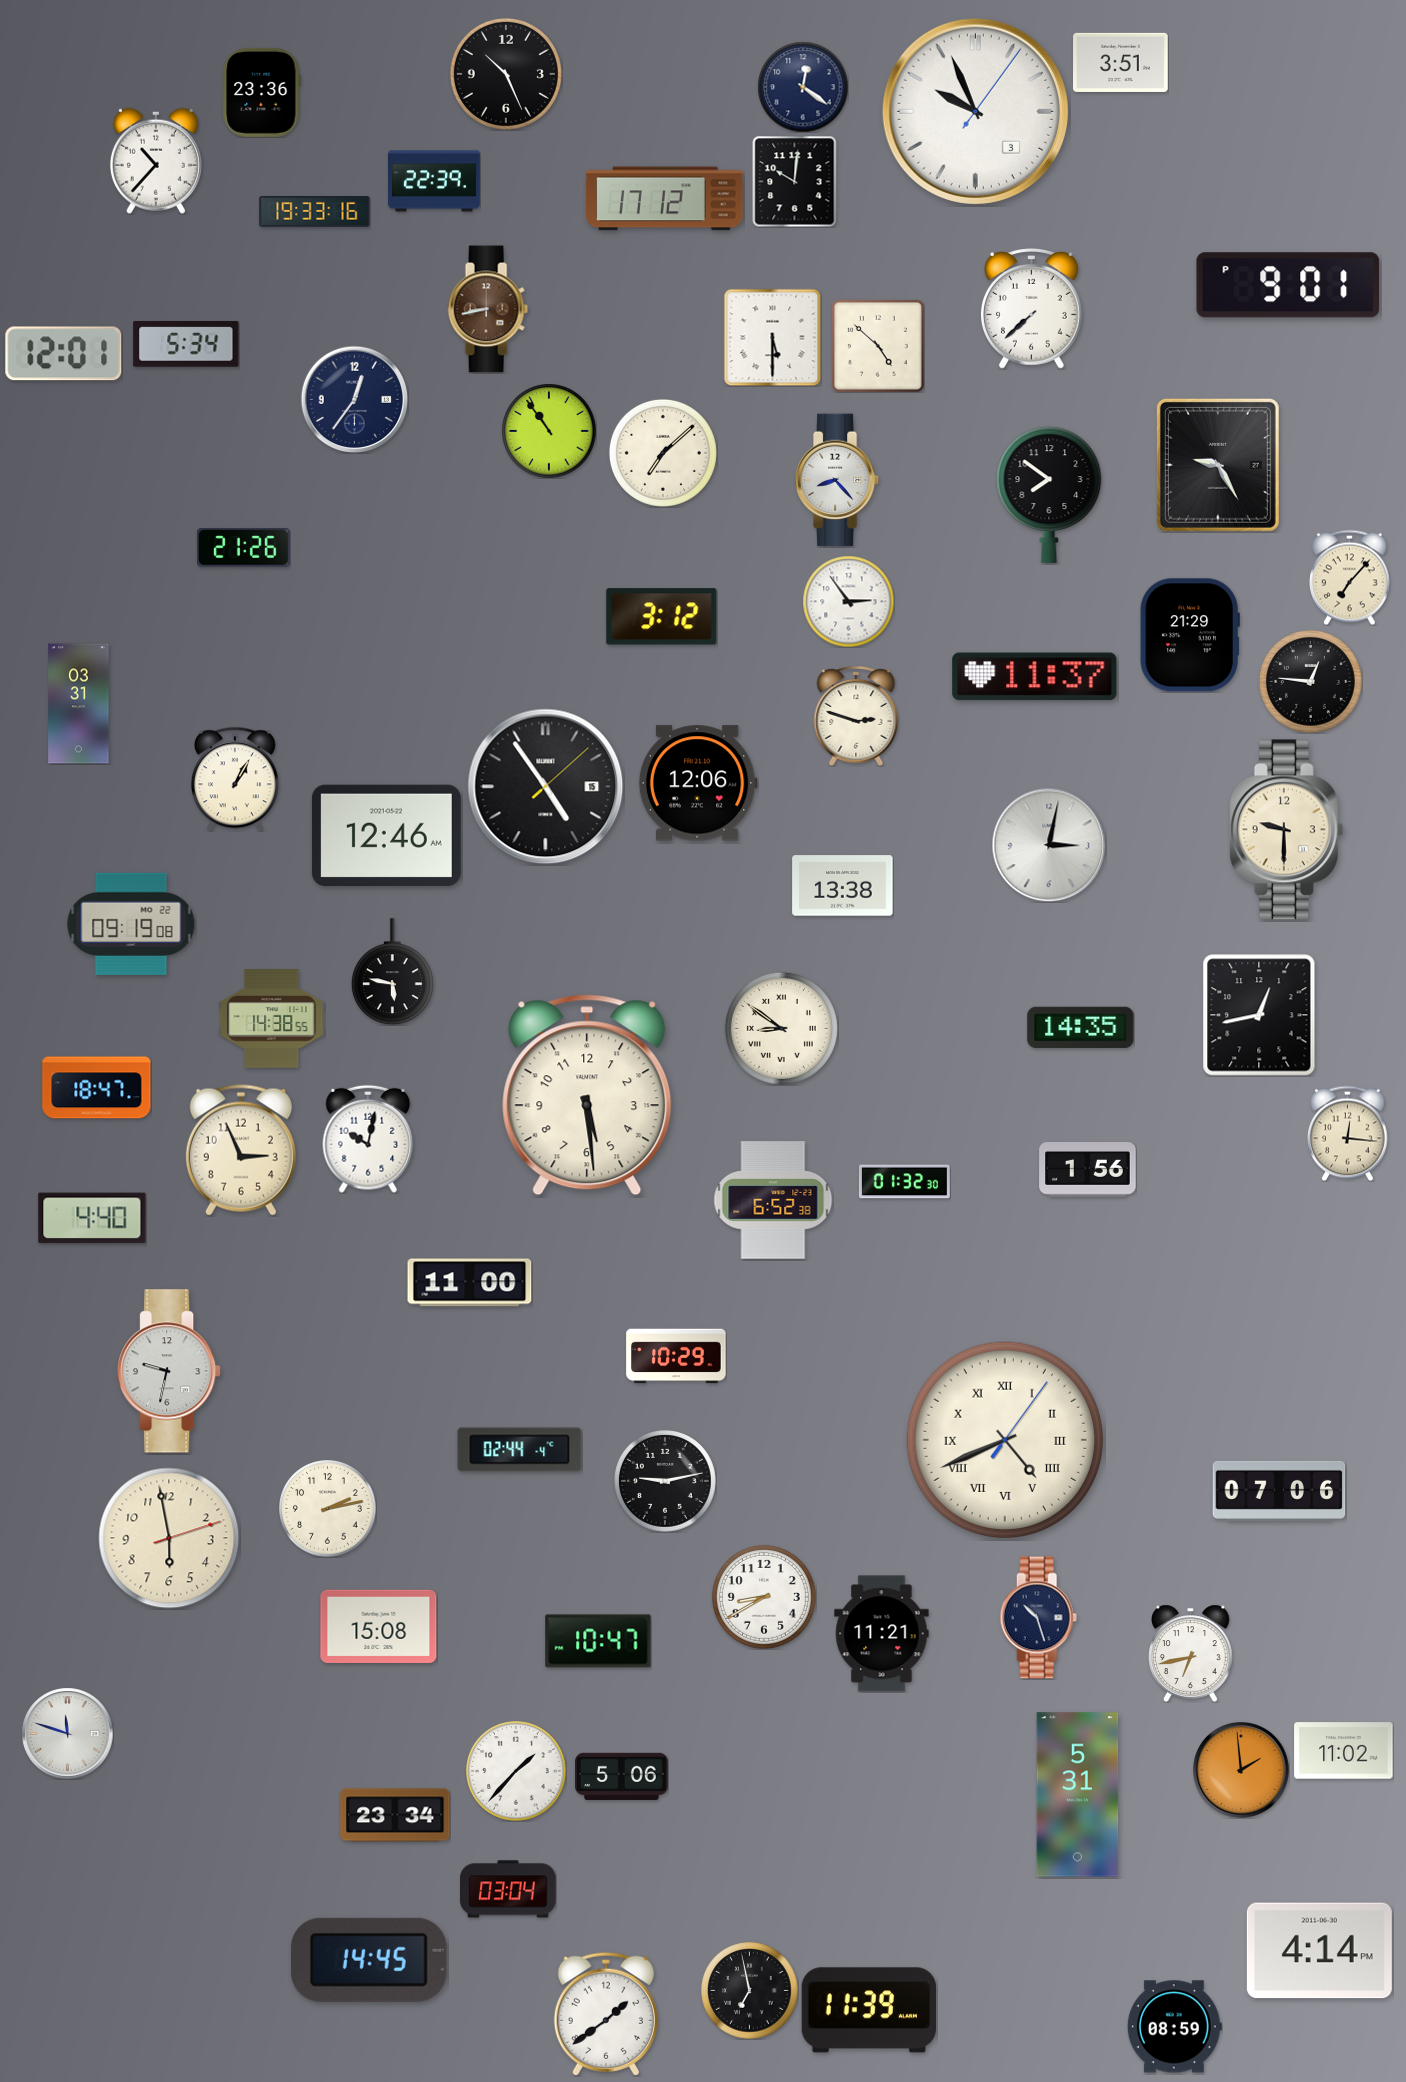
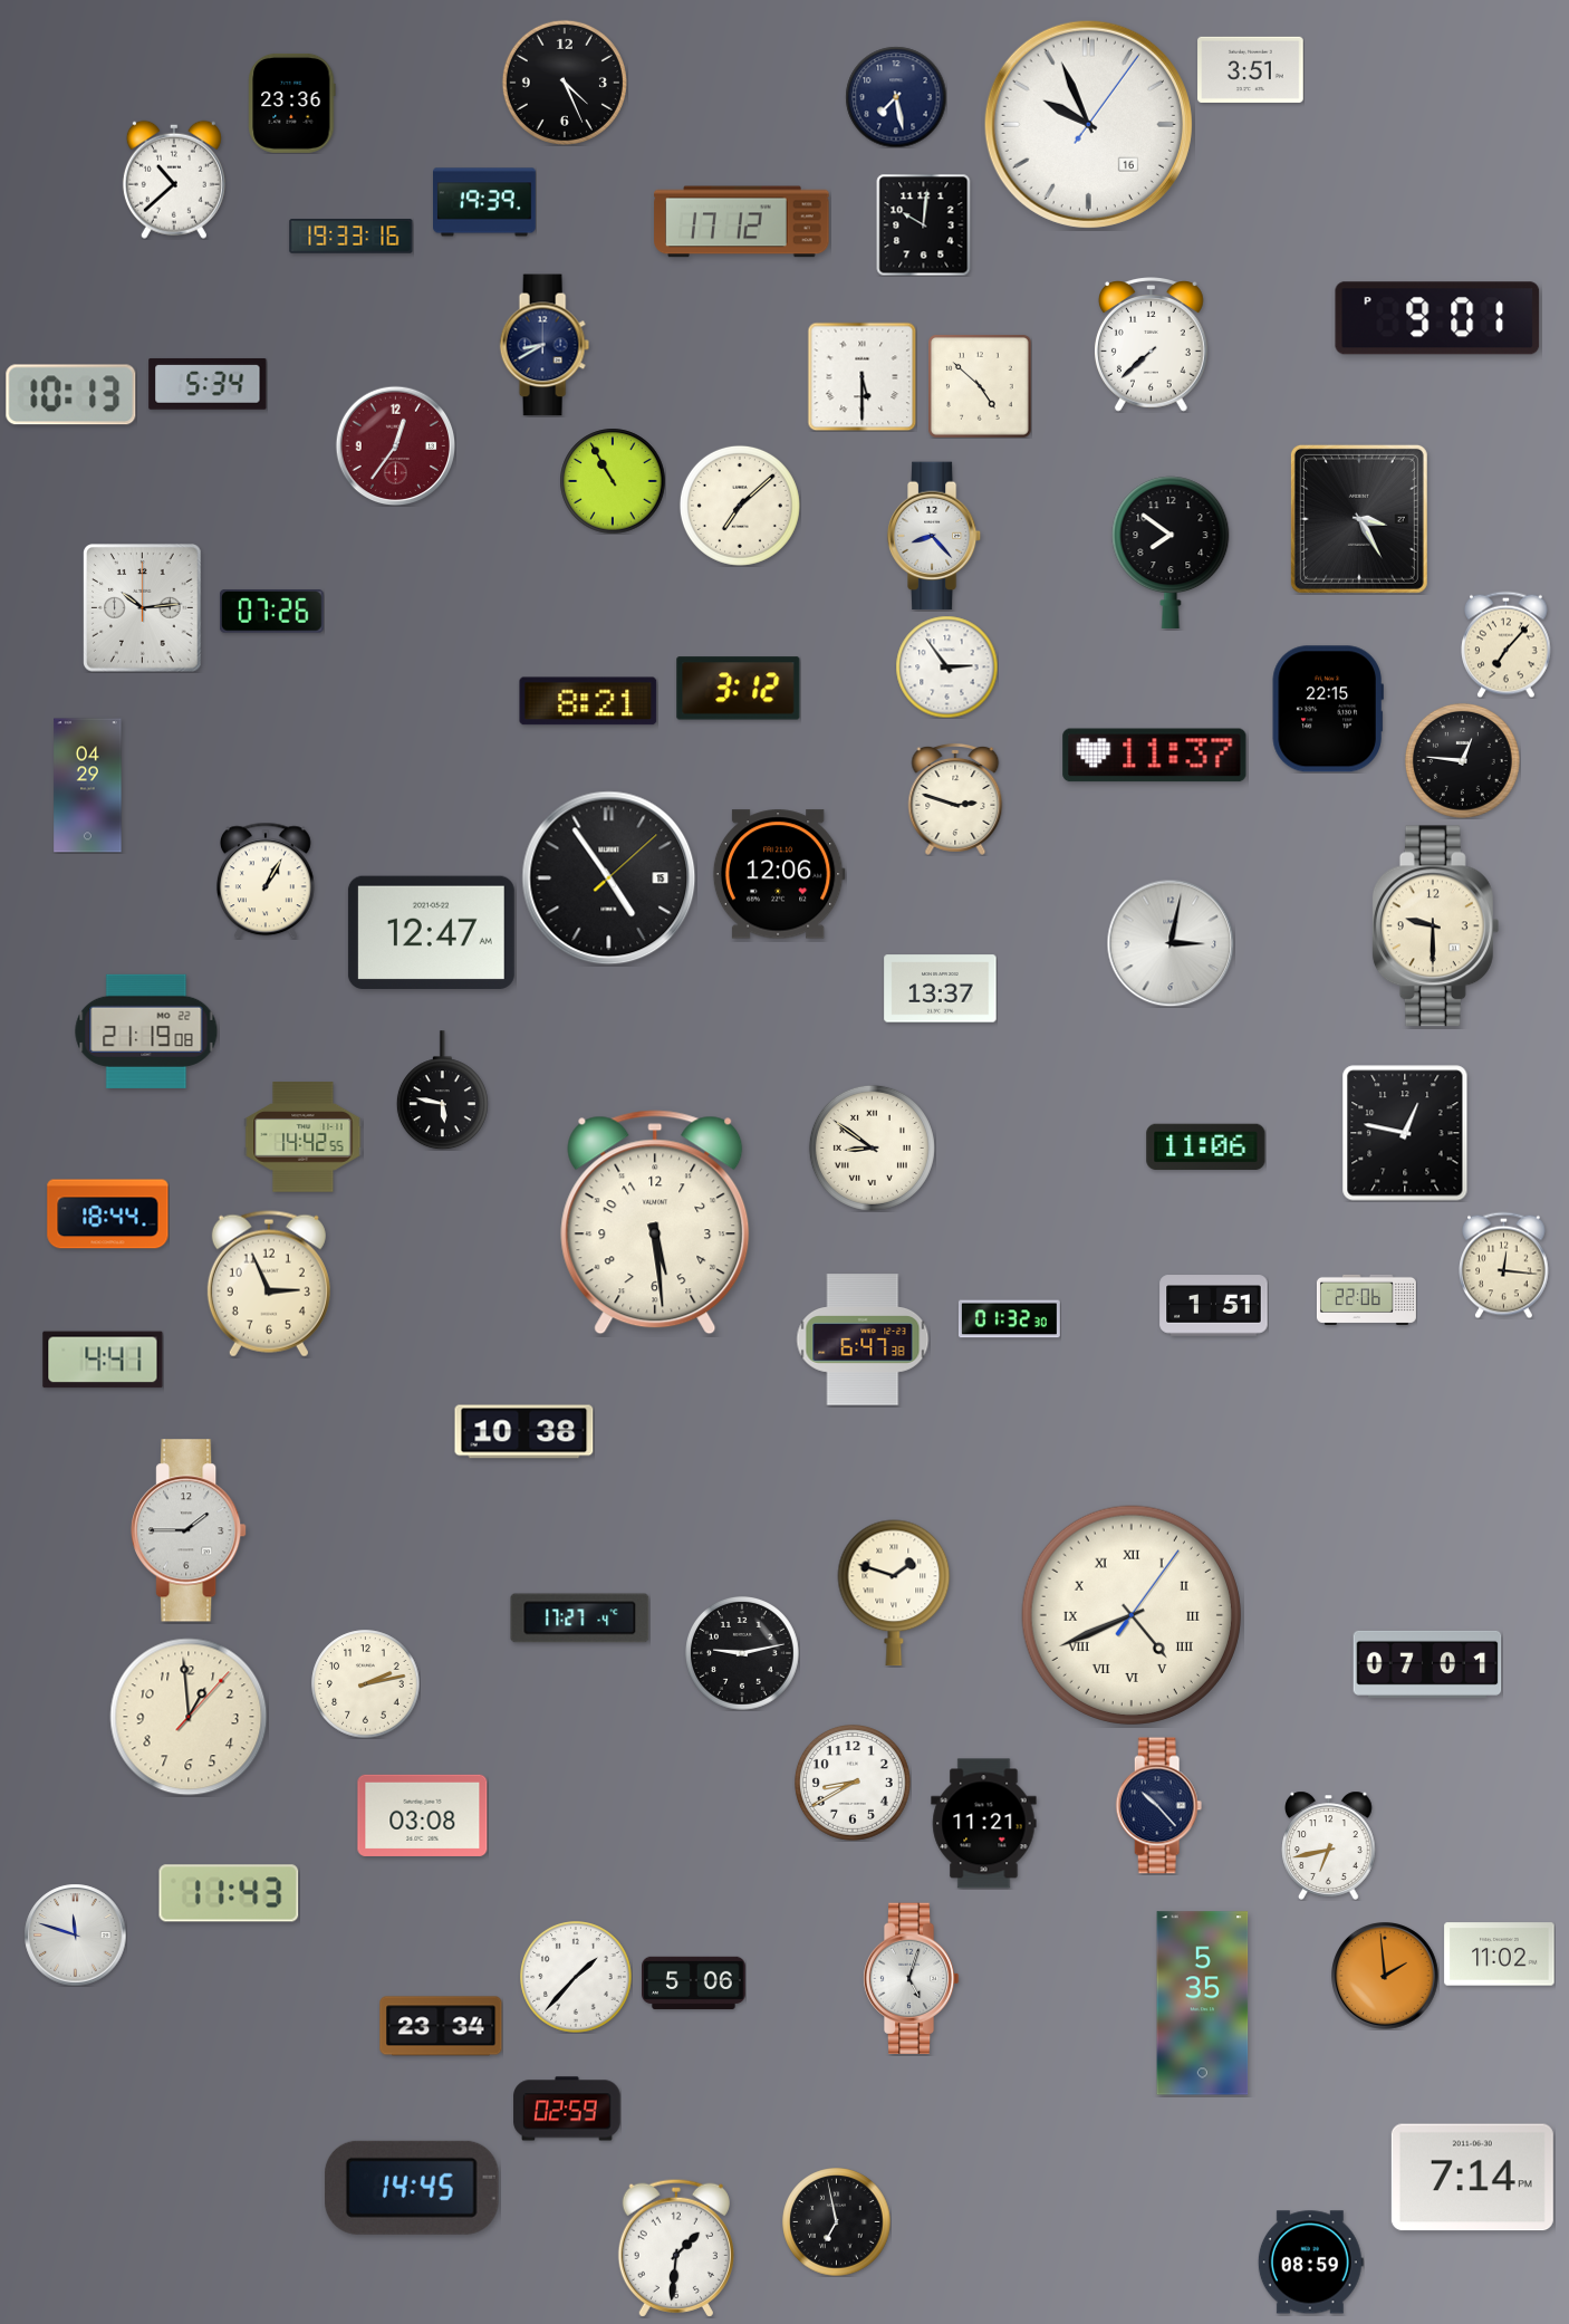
clock at (506, 74): 10:26 -> 4:26
clock at (803, 87): 12:21 -> 7:28
clock at (975, 111) date: 3 -> 16
clock at (156, 161): 10:37 -> 10:38
clock at (435, 181): 22:39 -> 19:39
clock at (795, 181) position: (795, 181) -> (924, 224)
clock at (488, 309): 8:43 -> 8:40
clock at (488, 309) dial: brown -> navy
clock at (64, 354): 12:01 -> 10:13
clock at (354, 399) dial: navy -> burgundy
clock at (549, 431): 10:54 -> 10:55
clock at (1218, 465): 9:25 -> 3:25
clock at (143, 608): none -> 10:14
clock at (243, 548): 21:26 -> 07:26
clock at (848, 601) position: (848, 601) -> (946, 666)
clock at (588, 701): none -> 8:21
clock at (1190, 635): 21:29 -> 22:15
clock at (79, 704): 03:31 -> 04:29
clock at (235, 779) position: (235, 779) -> (266, 881)
clock at (386, 836): 12:46 -> 12:47
clock at (843, 886): 13:38 -> 13:37
clock at (131, 924): 09:19 -> 21:19
clock at (392, 972) position: (392, 972) -> (442, 1091)
clock at (1259, 1015): 12:43 -> 12:47
clock at (272, 1019): 14:38 -> 14:42
clock at (1081, 1027): 14:35 -> 11:06
clock at (97, 1088): 18:47 -> 18:44
clock at (368, 1139): 10:02 -> none
clock at (1366, 1299): none -> 22:06
clock at (1088, 1170): 1:56 -> 1:51
clock at (773, 1200): 6:52 -> 6:47
clock at (92, 1218): 4:40 -> 4:41
clock at (470, 1283): 11:00 -> 10:38
clock at (676, 1356): 10:29 -> none
clock at (170, 1371): 9:32 -> 1:45
clock at (894, 1593): none -> 1:48
clock at (1005, 1440) position: (1005, 1440) -> (1132, 1615)
clock at (520, 1450): 02:44 -> 17:27
clock at (1279, 1491): 07:06 -> 07:01
clock at (169, 1538): 5:58 -> 12:59
clock at (1039, 1618): 10:27 -> 10:23
clock at (379, 1626): 15:08 -> 03:08
clock at (598, 1641): 10:47 -> none
clock at (229, 1893): none -> 11:43
clock at (911, 1979): none -> 5:03
clock at (1078, 1795): 5:31 -> 5:35
clock at (508, 1889): 03:04 -> 02:59
clock at (1319, 1951): 4:14 -> 7:14
clock at (868, 2010): 11:39 -> none
clock at (606, 2014): 1:39 -> 1:31
